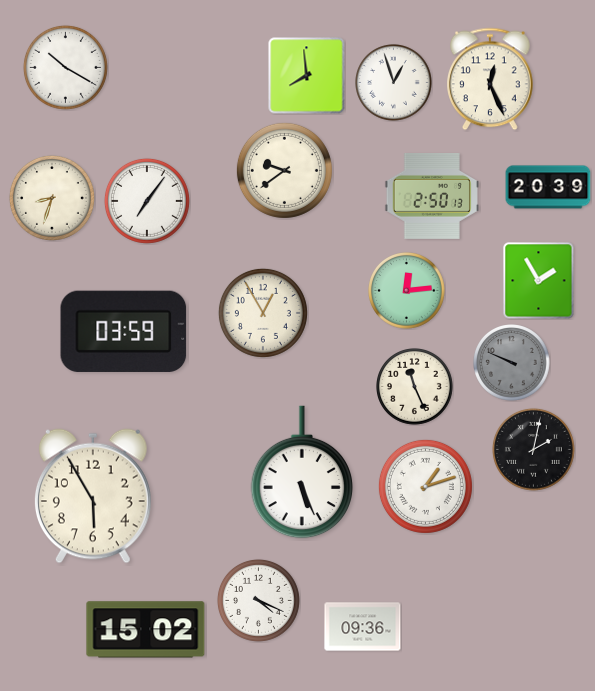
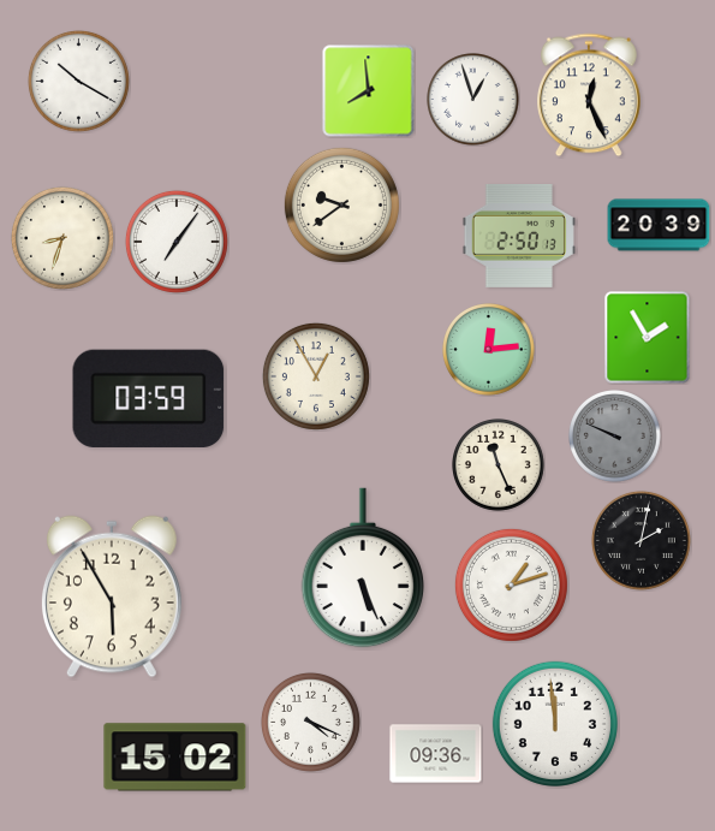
clock at (555, 724): none -> 11:59
